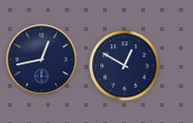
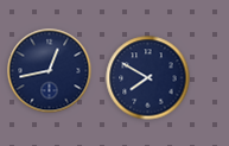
clock at (125, 66): 12:50 -> 7:50
